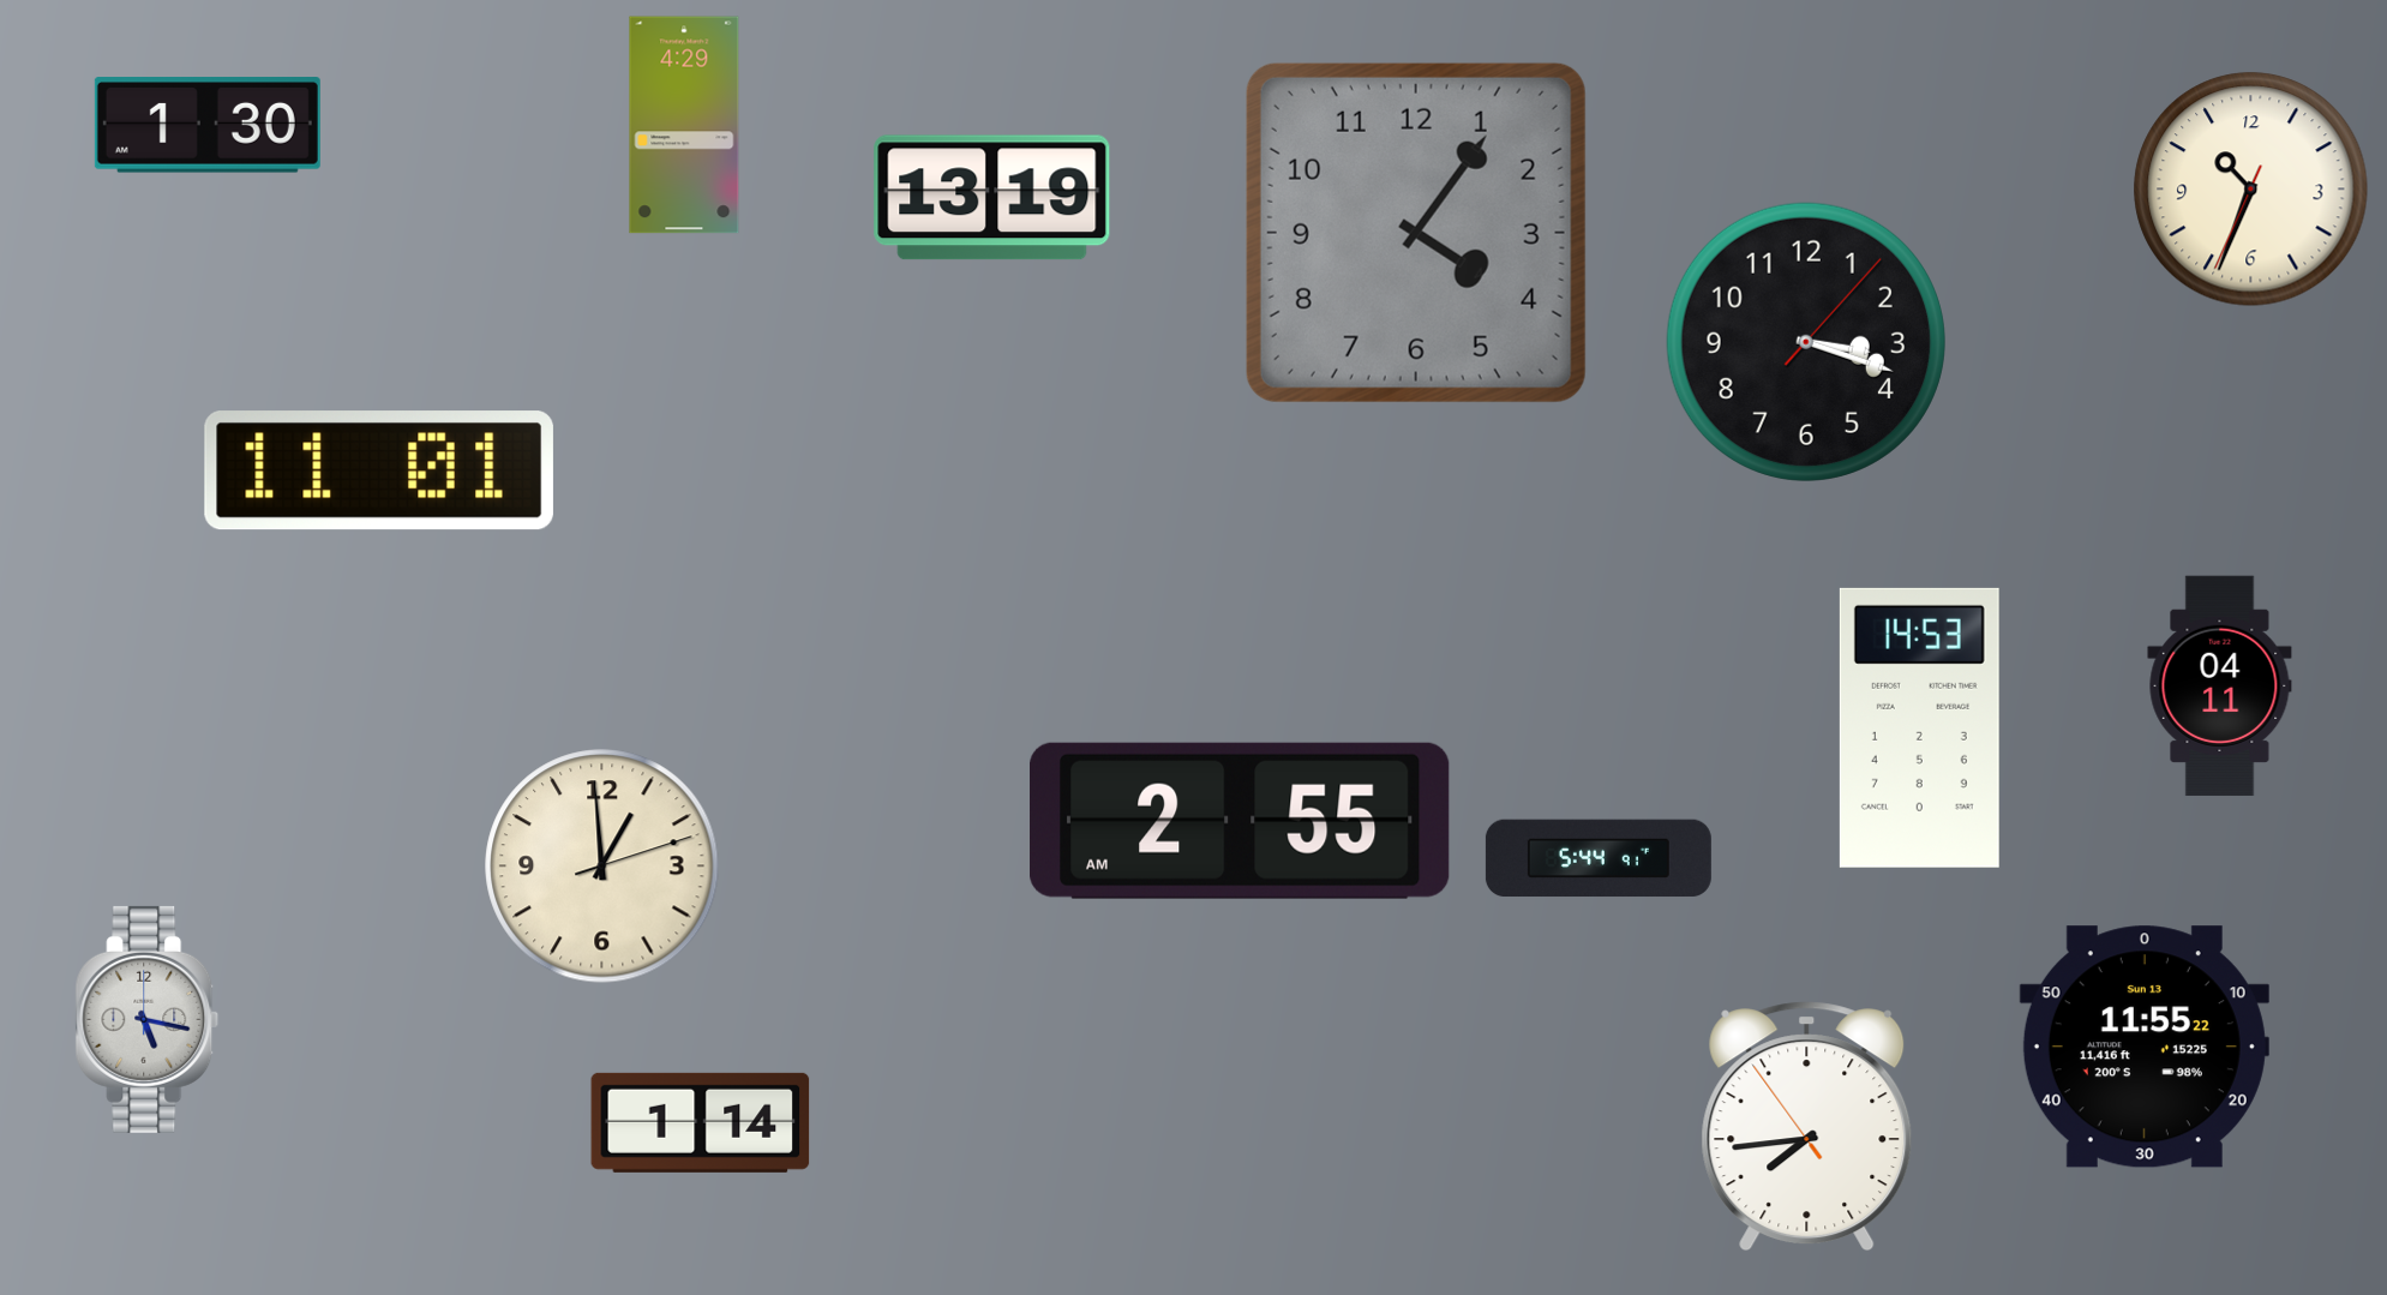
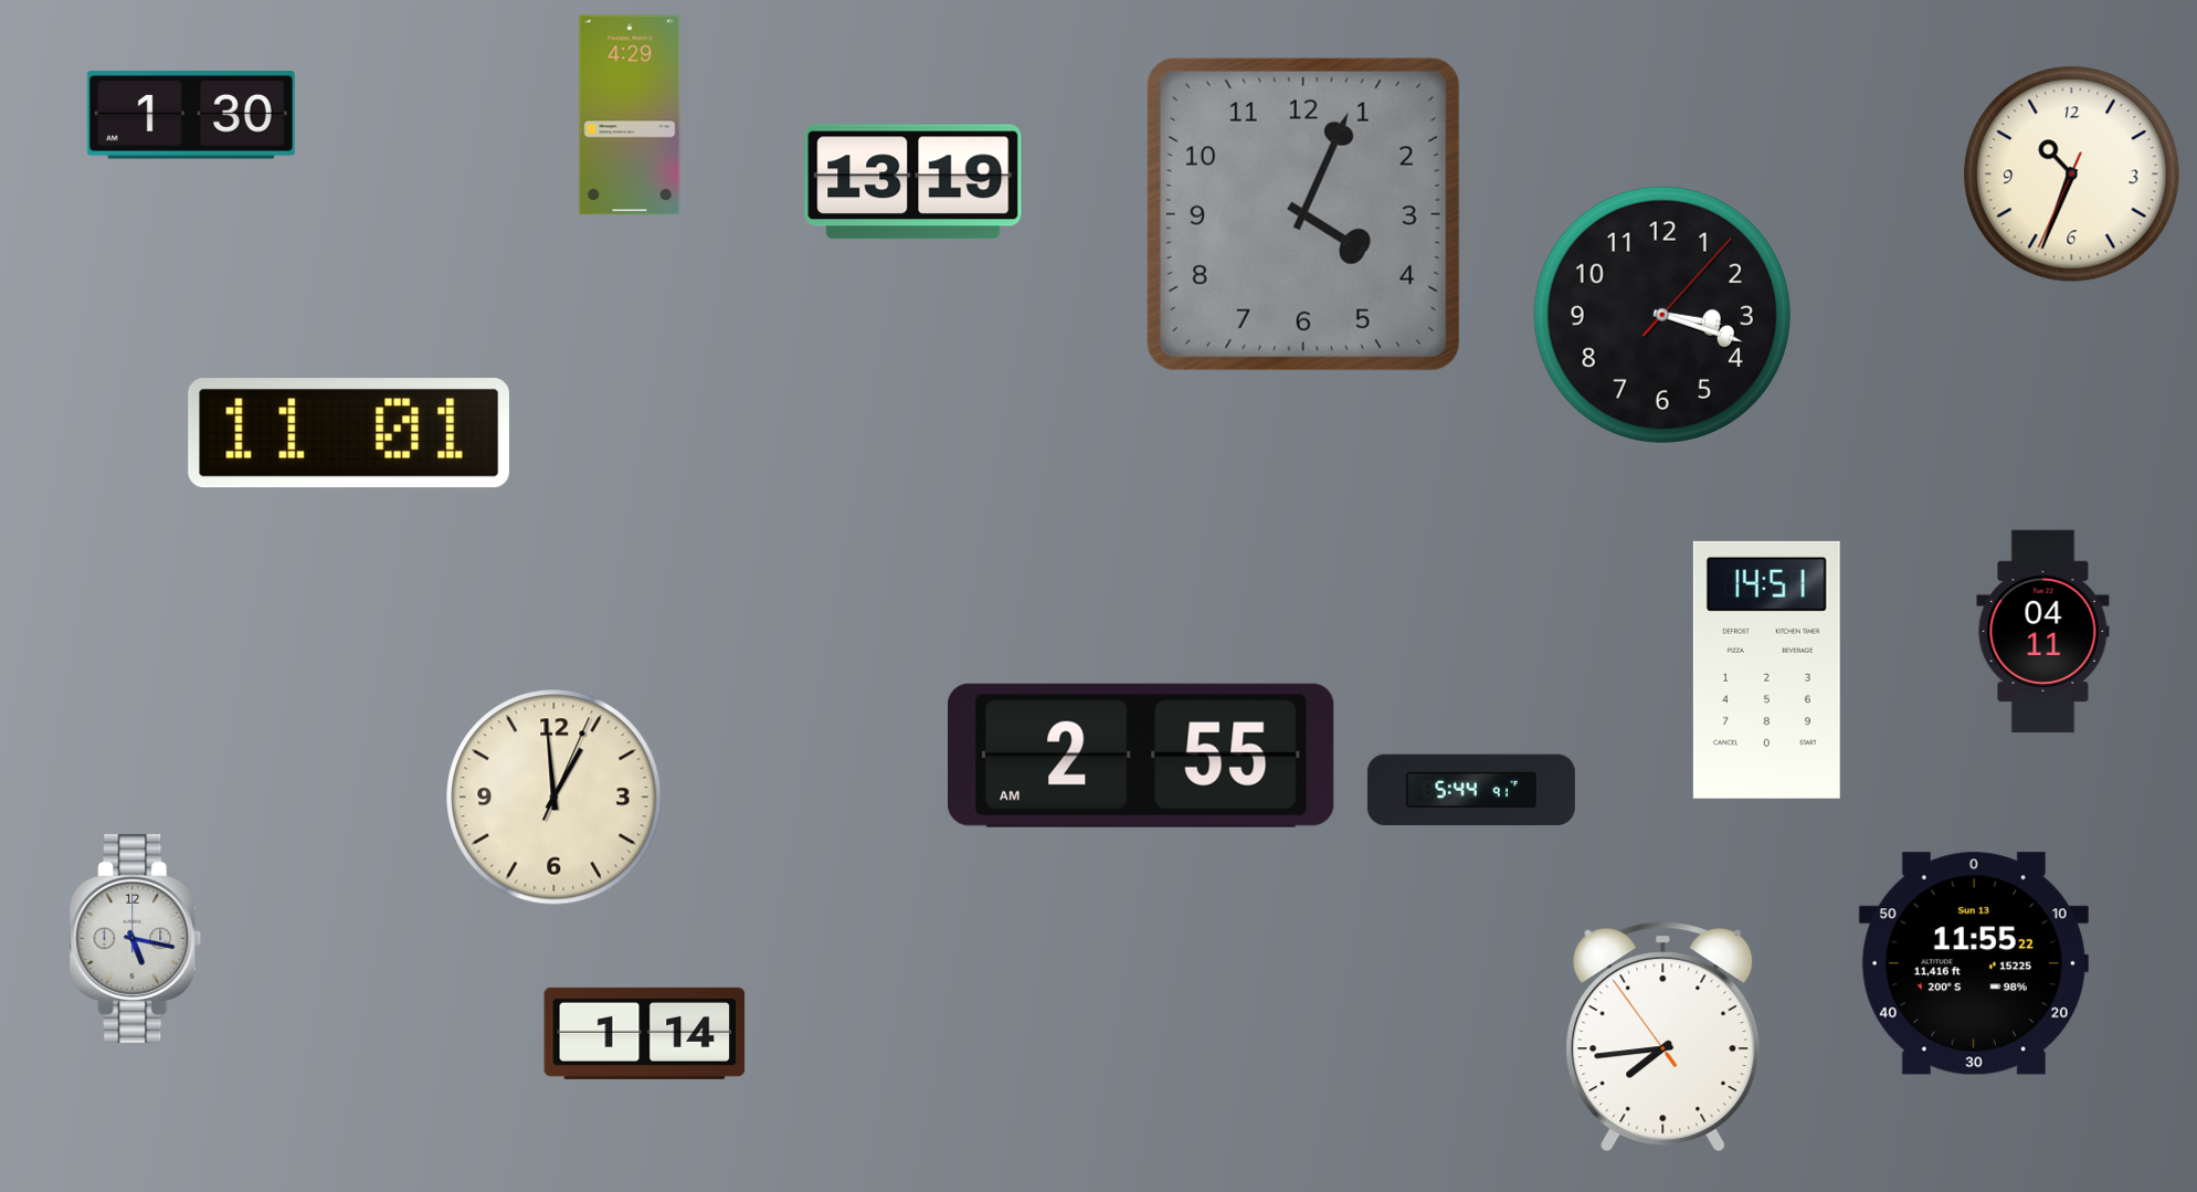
clock at (1416, 233): 4:06 -> 4:04
clock at (1919, 727): 14:53 -> 14:51
clock at (602, 867): 12:59:12 -> 12:59:04
